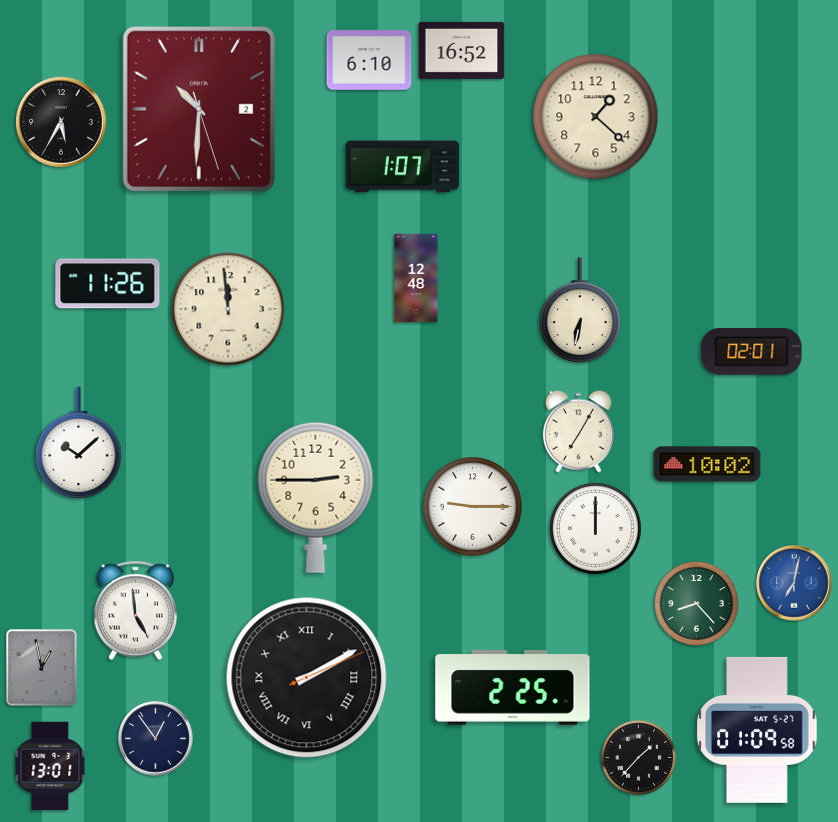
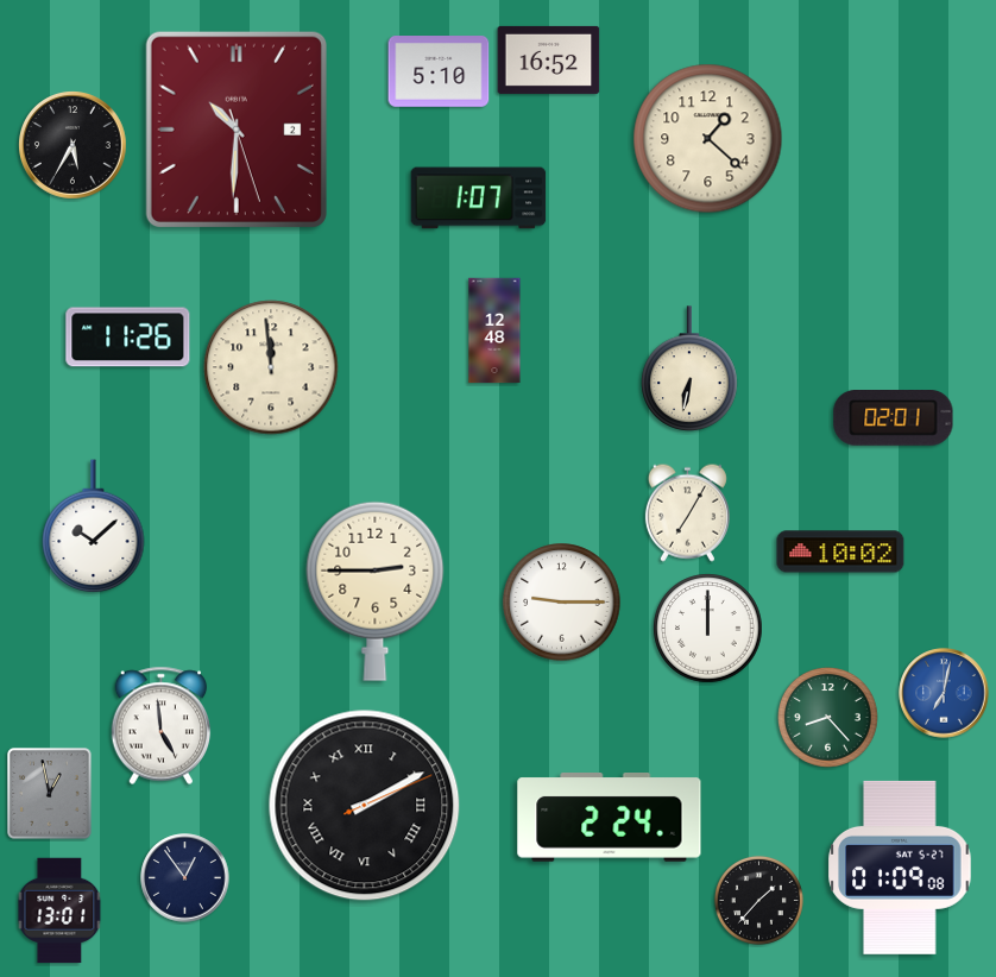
clock at (369, 61): 6:10 -> 5:10
clock at (513, 688): 2:25 -> 2:24
clock at (757, 730): 01:09:58 -> 01:09:08
